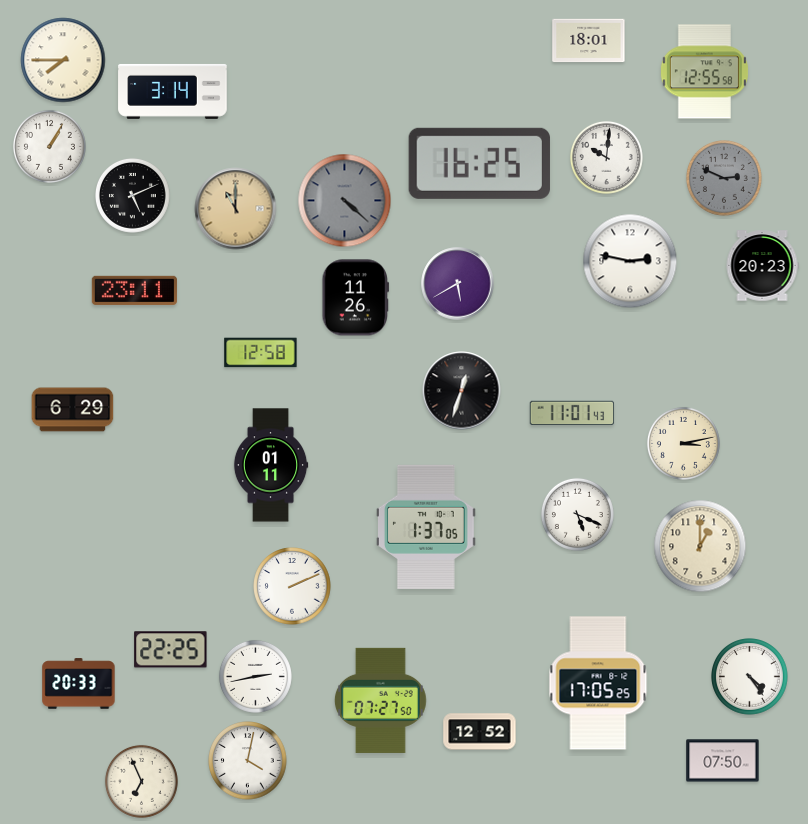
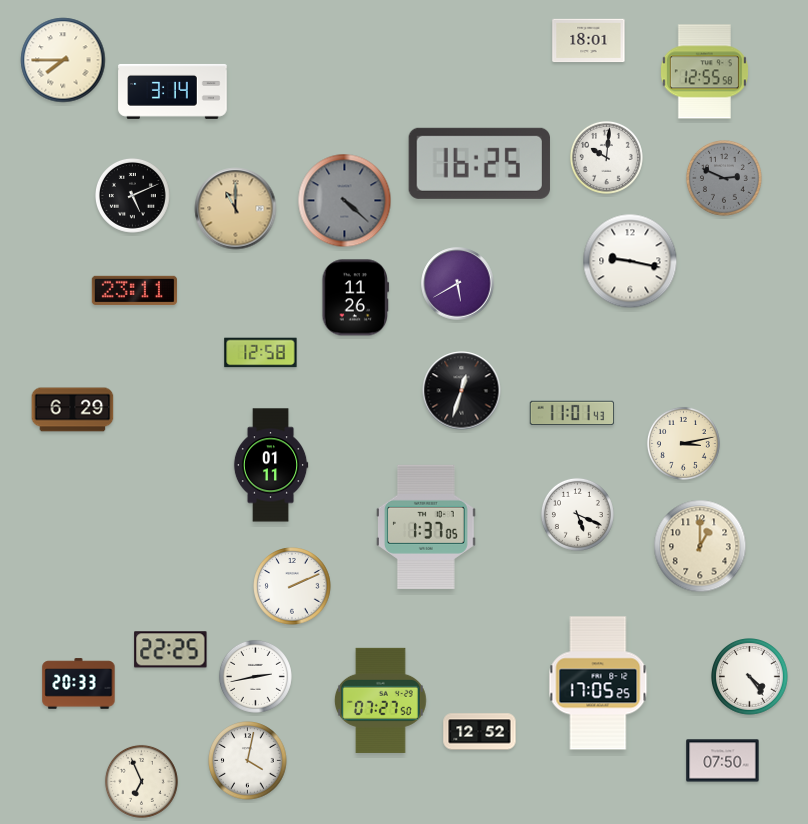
clock at (49, 146): 1:05 -> none
clock at (630, 261): 2:47 -> 9:17
clock at (762, 266): 20:23 -> none
